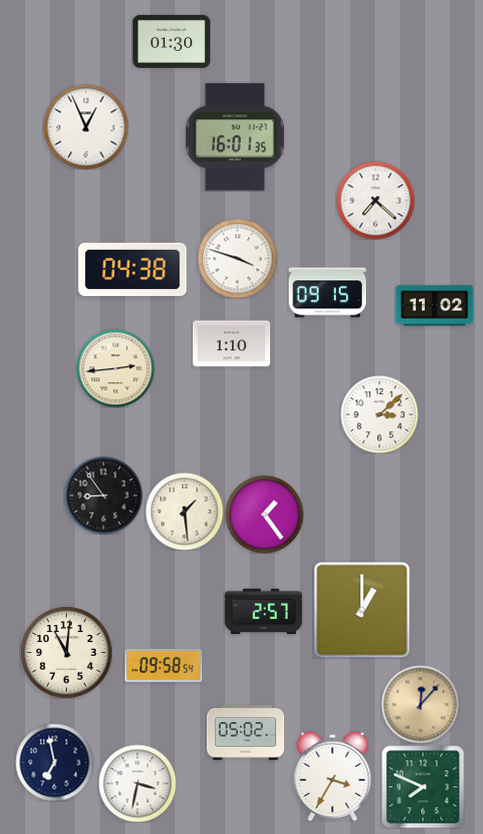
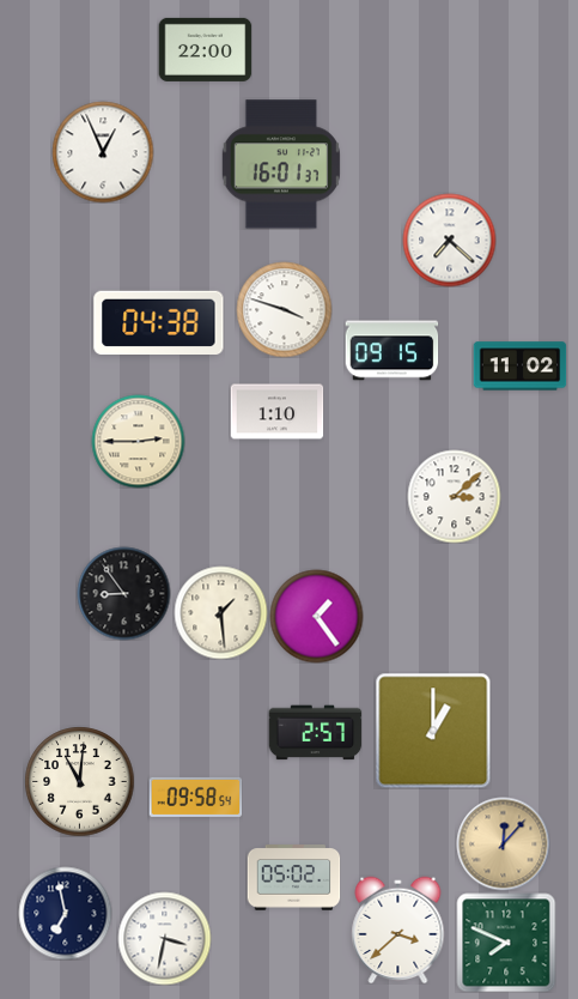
clock at (171, 41): 01:30 -> 22:00
clock at (235, 137): 16:01:35 -> 16:01:37
clock at (115, 368): 2:44 -> 2:45
clock at (333, 776): 3:35 -> 3:38
